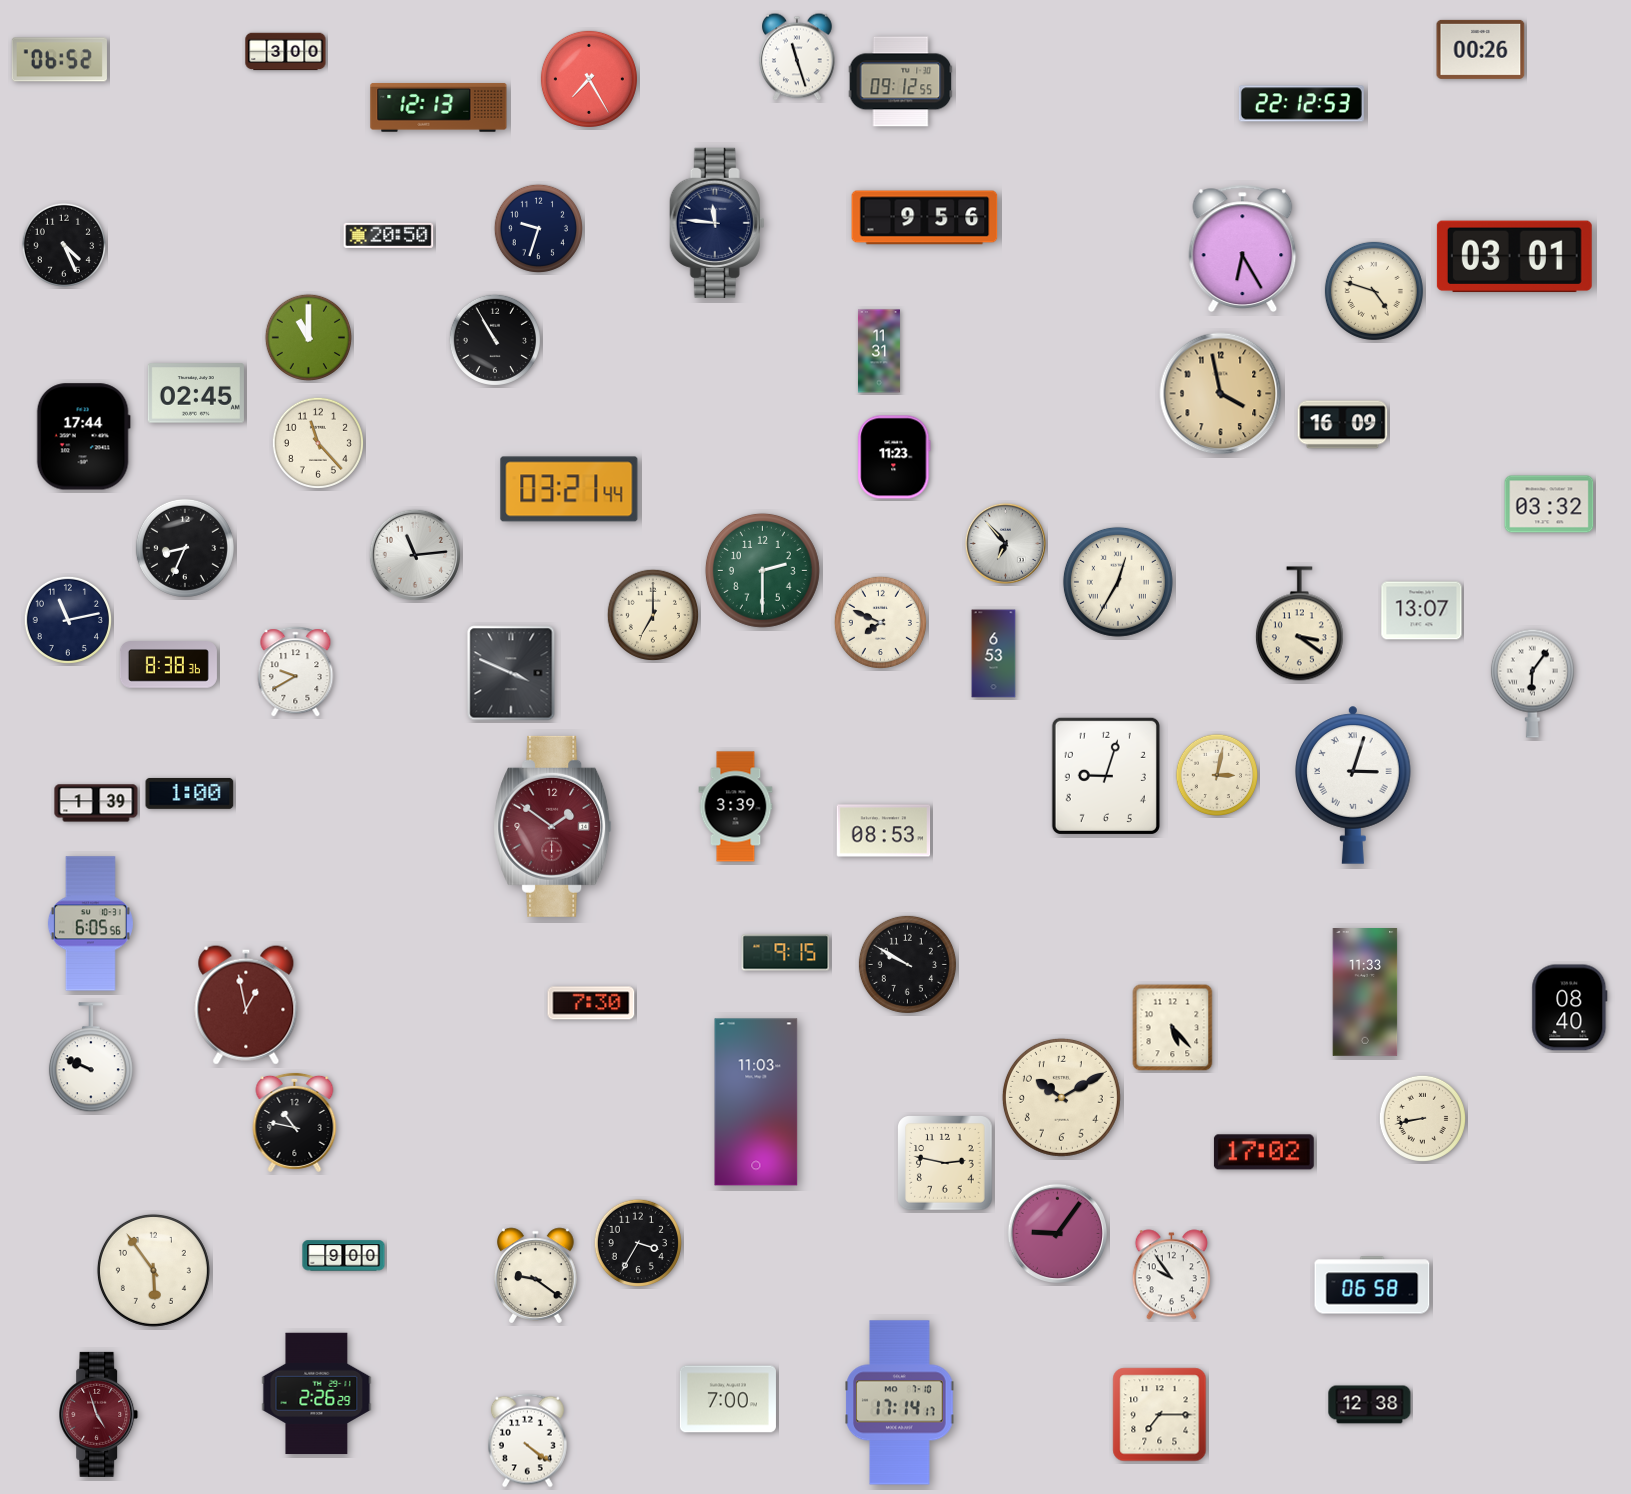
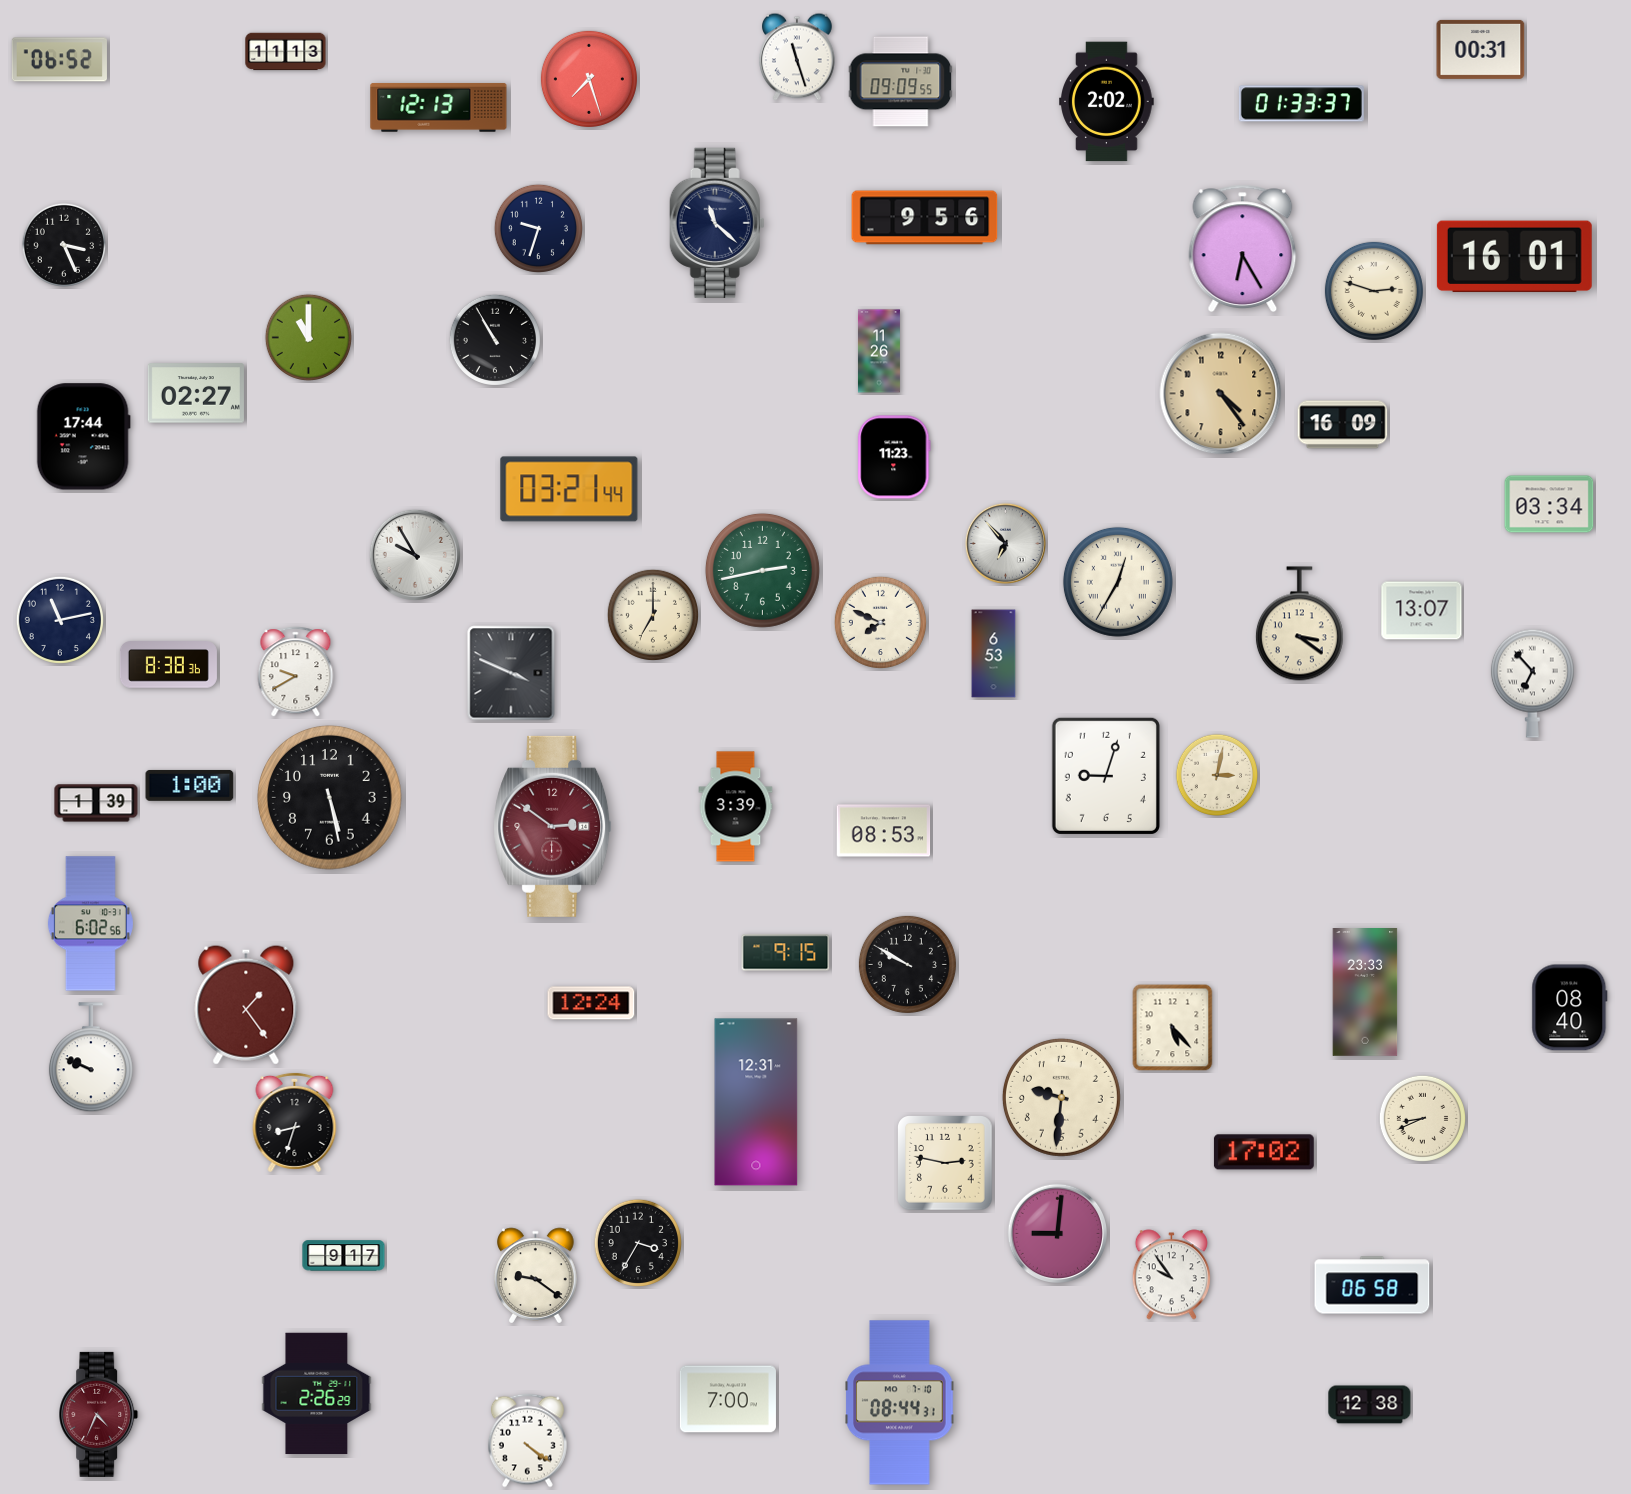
clock at (1481, 49): 00:26 -> 00:31
clock at (286, 52): 3:00 -> 11:13
clock at (589, 79): 7:25 -> 7:27
clock at (901, 82): 09:12 -> 09:09
clock at (1107, 102): none -> 2:02
clock at (1301, 104): 22:12 -> 01:33
clock at (717, 223): 11:46 -> 11:22
clock at (389, 235): 20:50 -> none
clock at (63, 244): 4:26 -> 3:26
clock at (1514, 257): 03:01 -> 16:01
clock at (1374, 291): 4:48 -> 2:48
clock at (879, 351): 11:31 -> 11:26
clock at (196, 393): 02:45 -> 02:27
clock at (1221, 394): 3:58 -> 4:24
clock at (318, 443): 11:23 -> none
clock at (1549, 504): 03:32 -> 03:34
clock at (185, 548): 8:34 -> none
clock at (415, 555): 11:14 -> 9:55
clock at (762, 570): 2:30 -> 2:43
clock at (68, 620) position: (68, 620) -> (60, 620)
clock at (1532, 683): 6:06 -> 6:53
clock at (1353, 785): 3:03 -> none
clock at (190, 793) position: (190, 793) -> (190, 785)
clock at (330, 798): none -> 5:28
clock at (553, 826): 1:51 -> 2:51
clock at (90, 924): 6:05 -> 6:02
clock at (1365, 993): 11:33 -> 23:33
clock at (591, 1003): 7:30 -> 12:24
clock at (246, 1005): 12:58 -> 1:24
clock at (1061, 1097): 10:10 -> 9:31
clock at (756, 1102): 11:03 -> 12:31
clock at (1422, 1118): 8:43 -> 8:41
clock at (295, 1122): 10:47 -> 8:33
clock at (1058, 1234): 9:06 -> 9:01
clock at (344, 1256): 9:00 -> 9:17
clock at (153, 1270): 5:54 -> none
clock at (900, 1403): 17:14 -> 08:44
clock at (99, 1414): 4:57 -> 4:34
clock at (1160, 1415): 7:15 -> none
